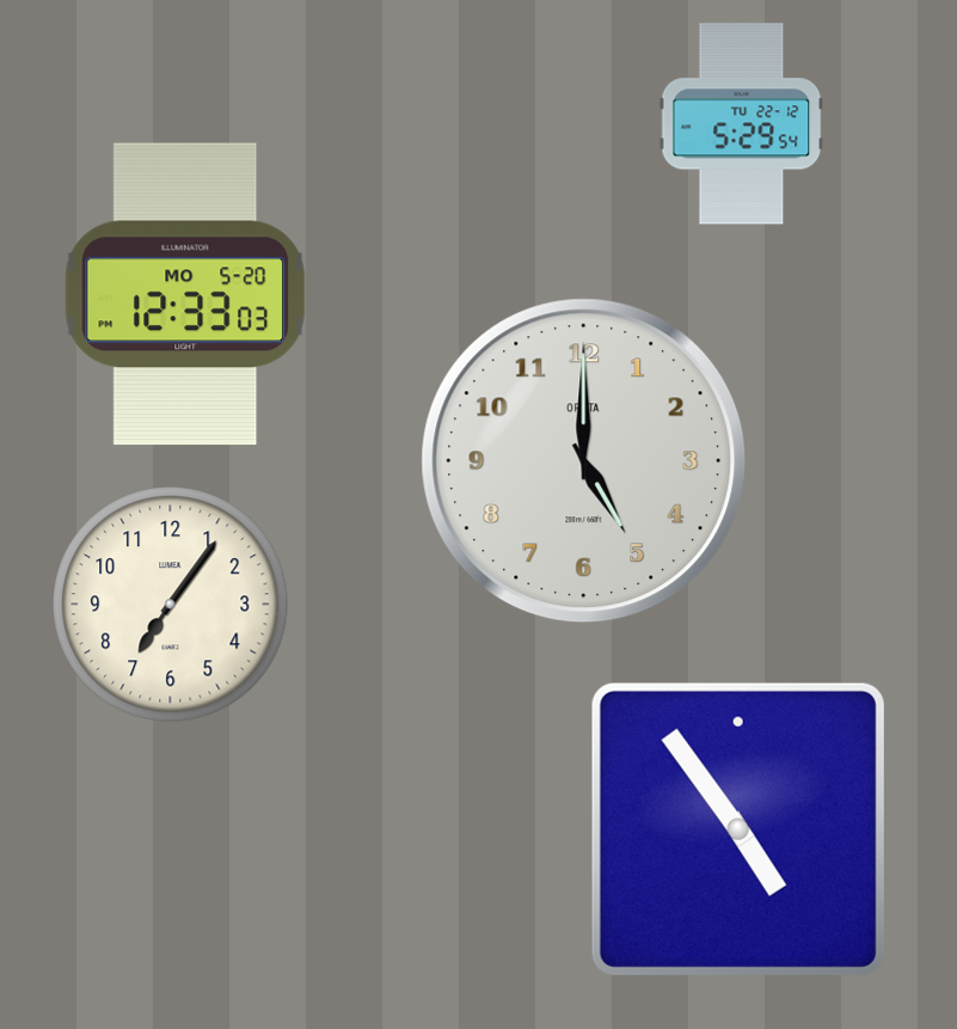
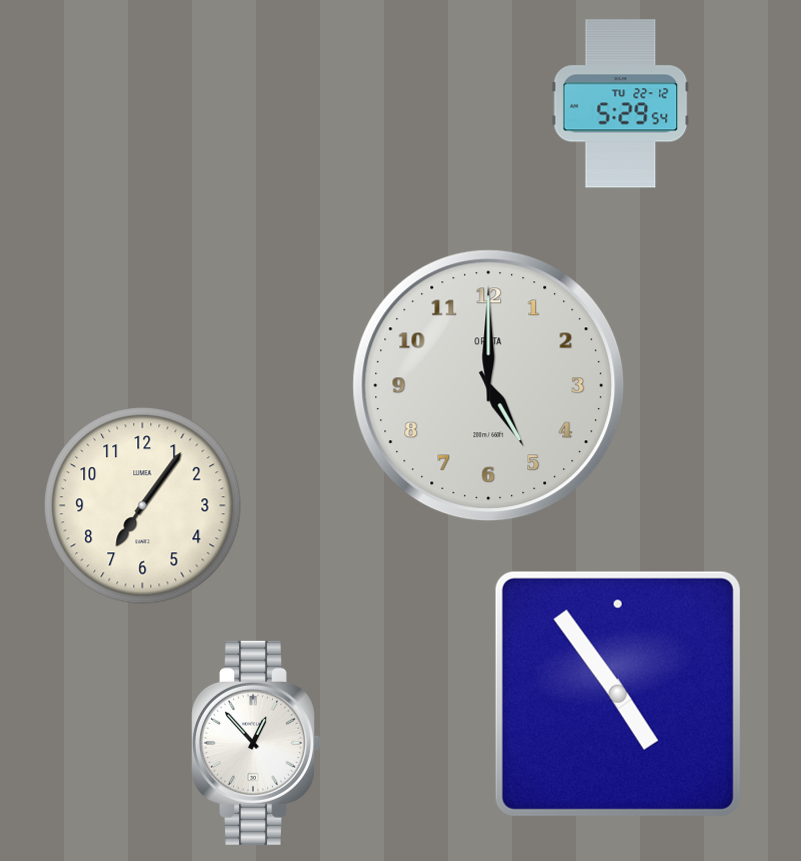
clock at (185, 294): 12:33 -> none
clock at (256, 743): none -> 12:53
